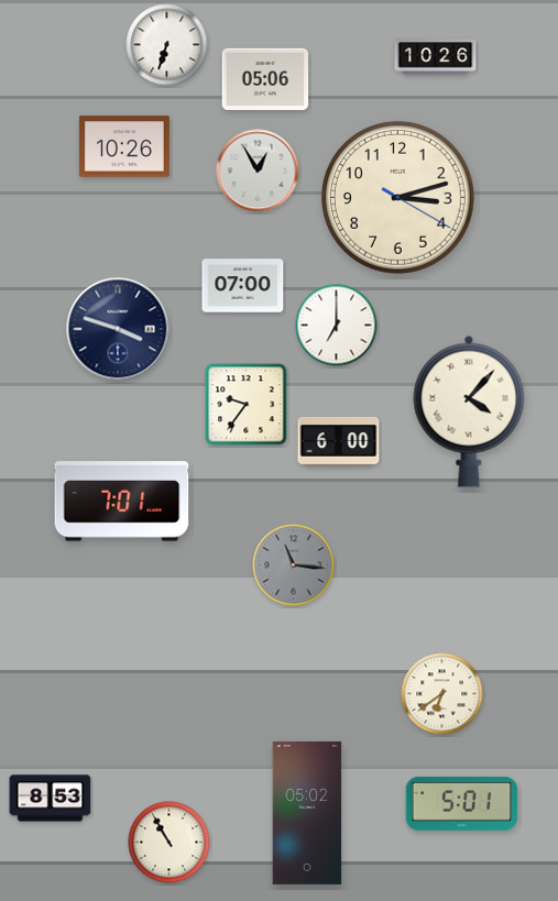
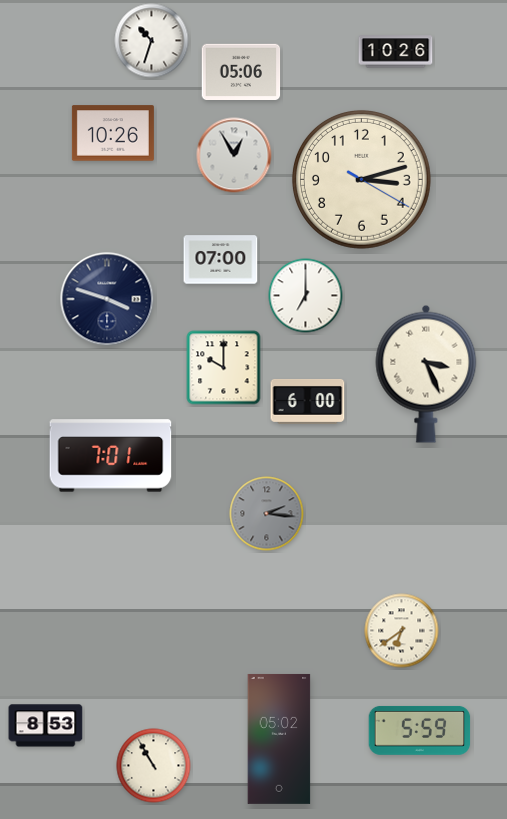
clock at (167, 45): 6:33 -> 10:33
clock at (247, 405): 9:36 -> 10:00
clock at (469, 411): 4:07 -> 3:26
clock at (294, 565): 11:16 -> 2:16
clock at (462, 803): 5:01 -> 5:59
